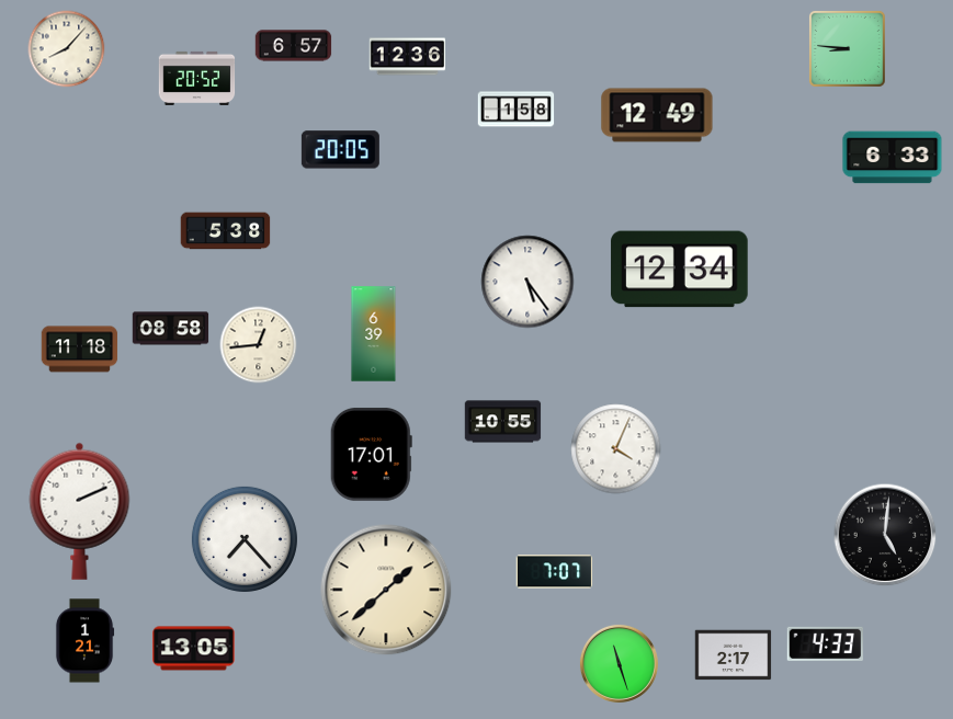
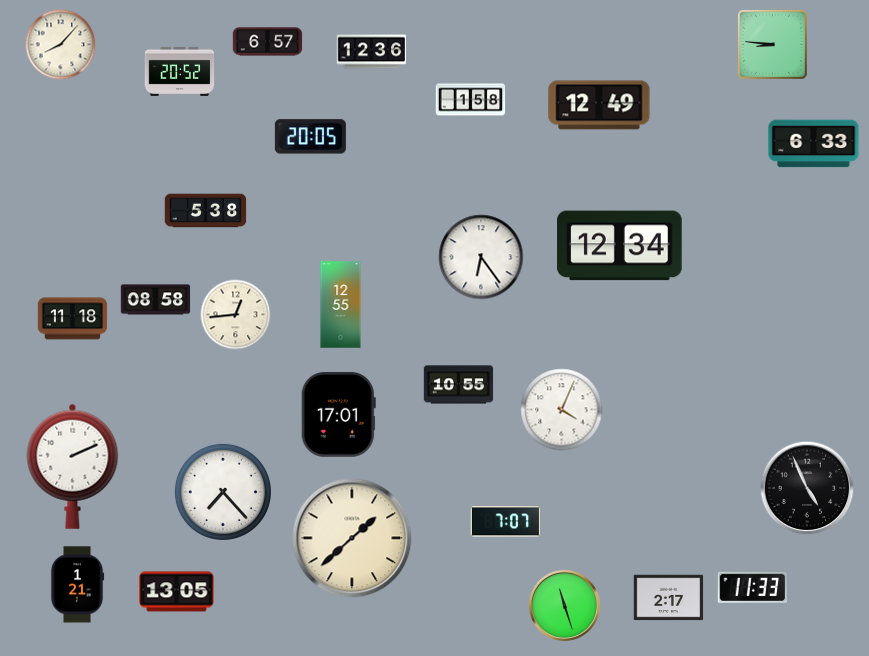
clock at (527, 282): 5:24 -> 6:24
clock at (374, 334): 6:39 -> 12:55
clock at (885, 535): 5:01 -> 4:56
clock at (826, 643): 4:33 -> 11:33
